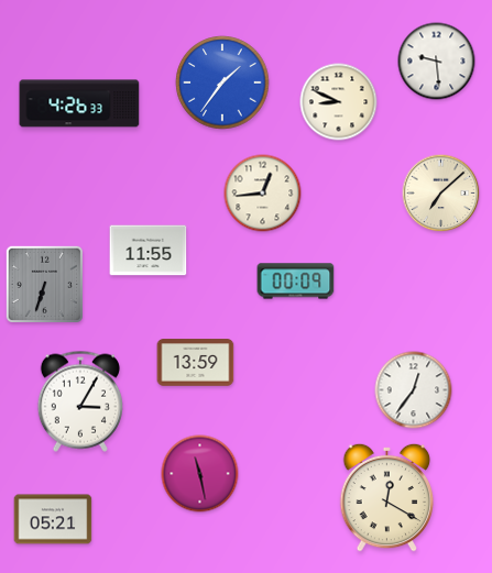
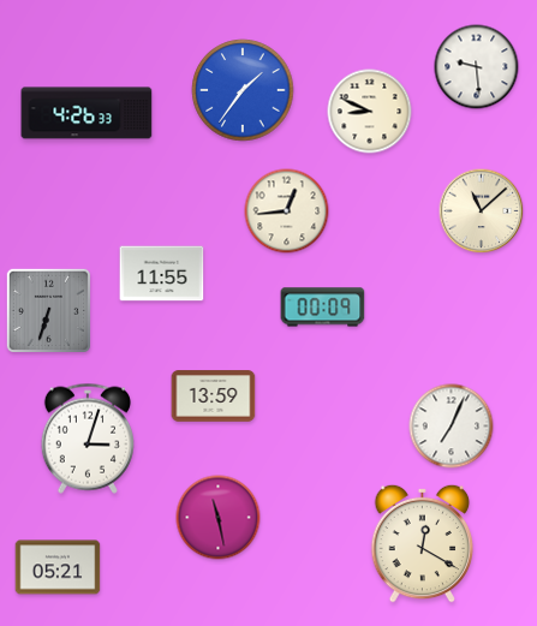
clock at (441, 194): 7:08 -> 11:08
clock at (414, 390): 12:36 -> 7:04
clock at (80, 401): 3:05 -> 3:03
